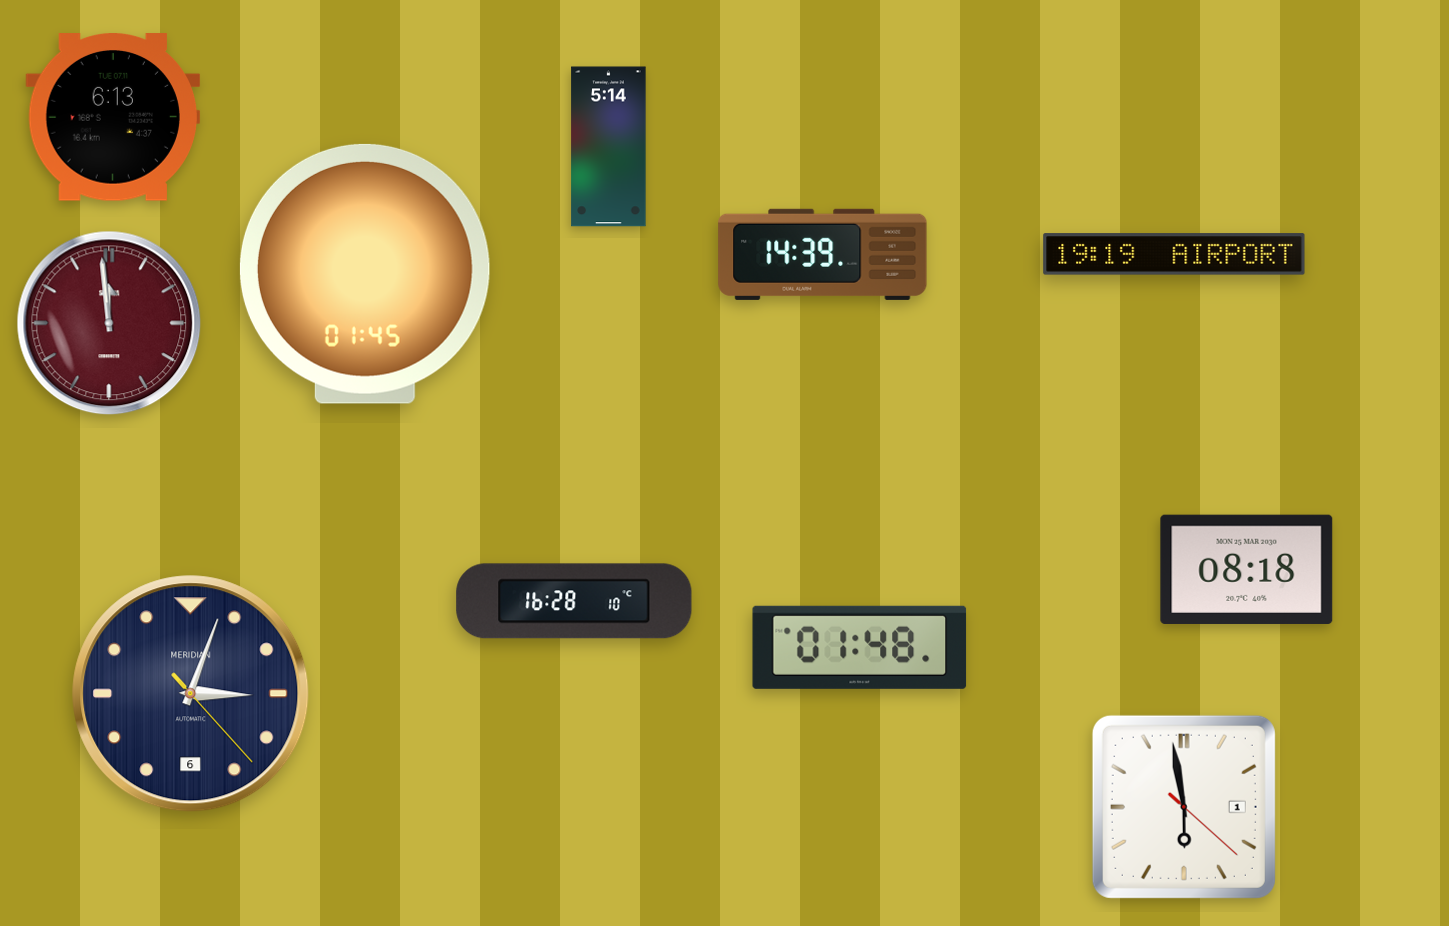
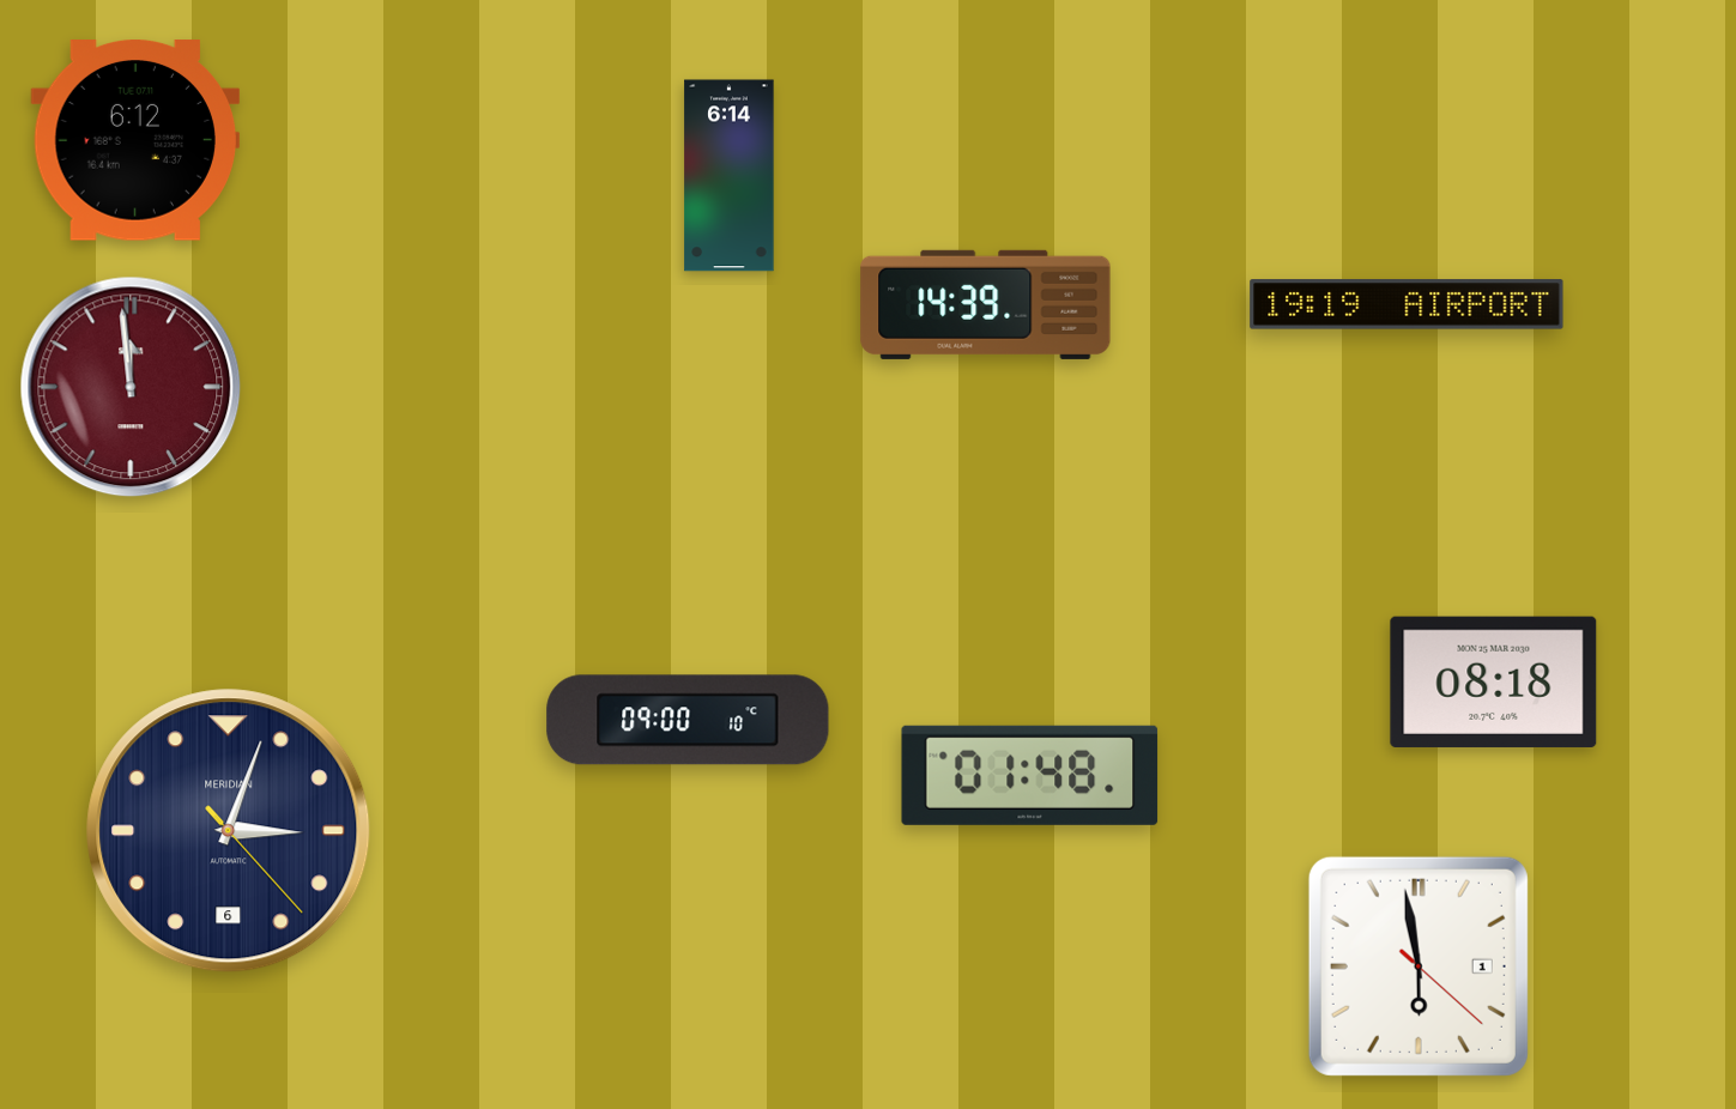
clock at (113, 117): 6:13 -> 6:12
clock at (609, 147): 5:14 -> 6:14
clock at (365, 274): 01:45 -> none
clock at (574, 601): 16:28 -> 09:00
